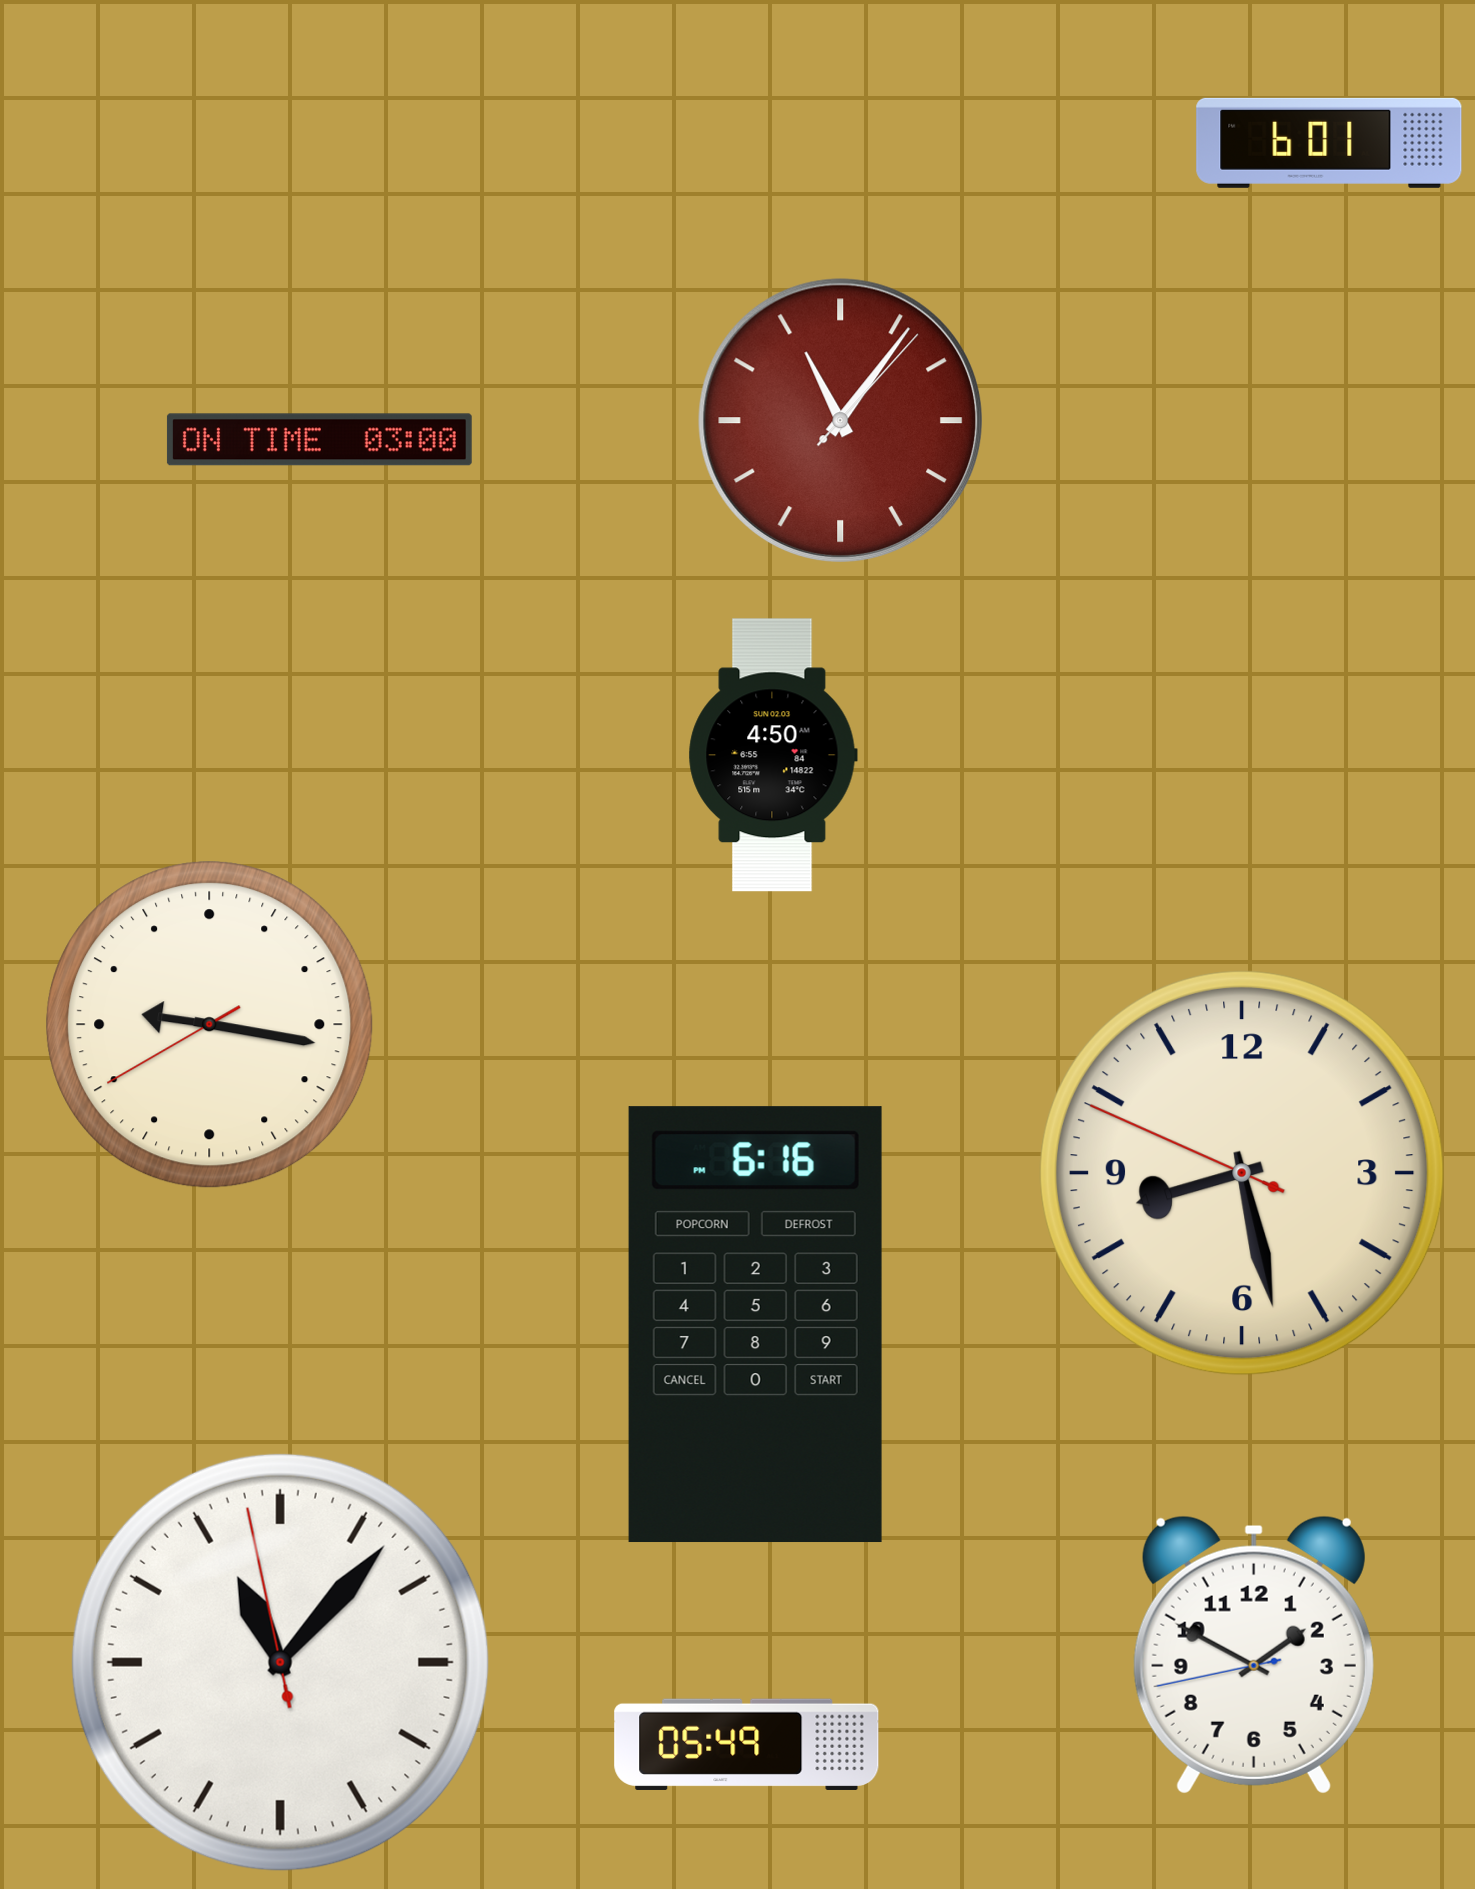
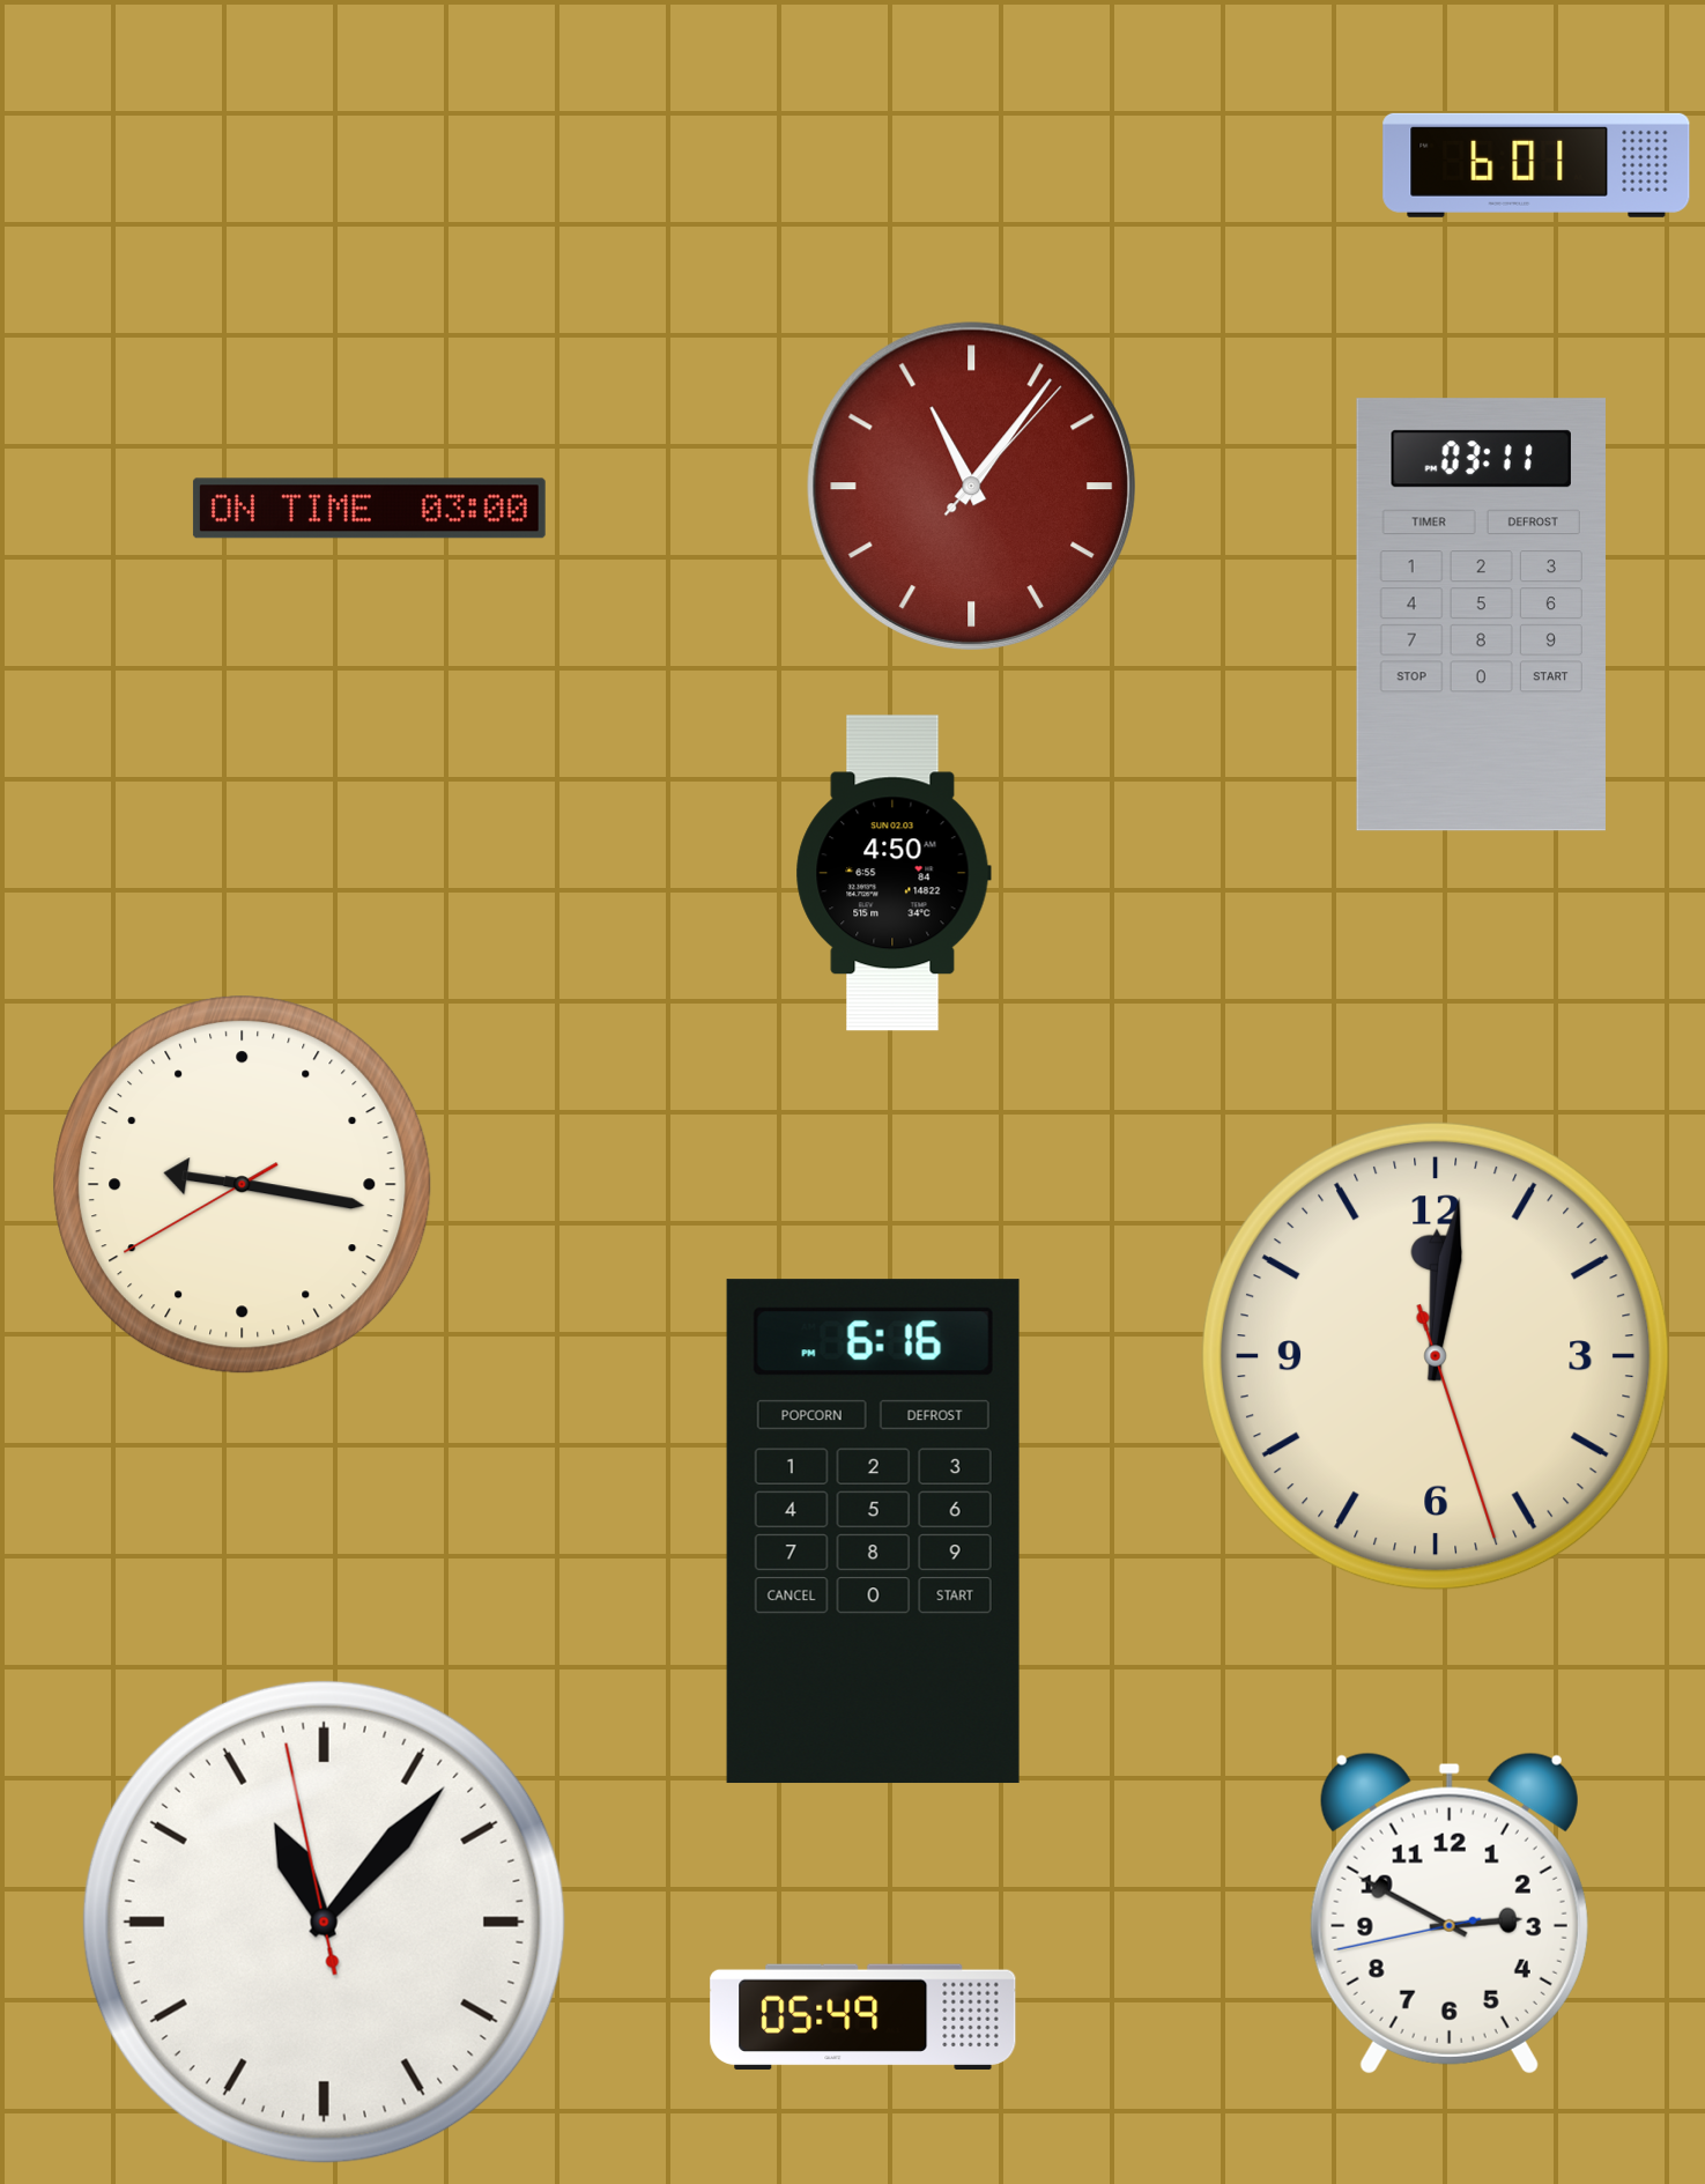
clock at (1481, 615): none -> 03:11
clock at (1242, 1173): 8:27 -> 12:01
clock at (1254, 1655): 1:49 -> 2:49
